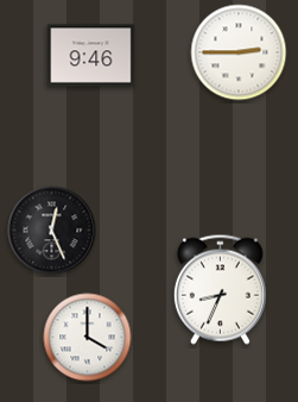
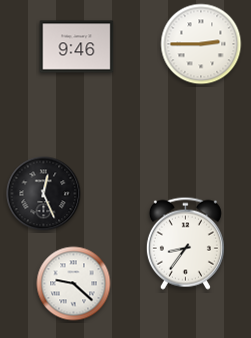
clock at (220, 289): 8:34 -> 8:36
clock at (88, 338): 4:00 -> 9:22
